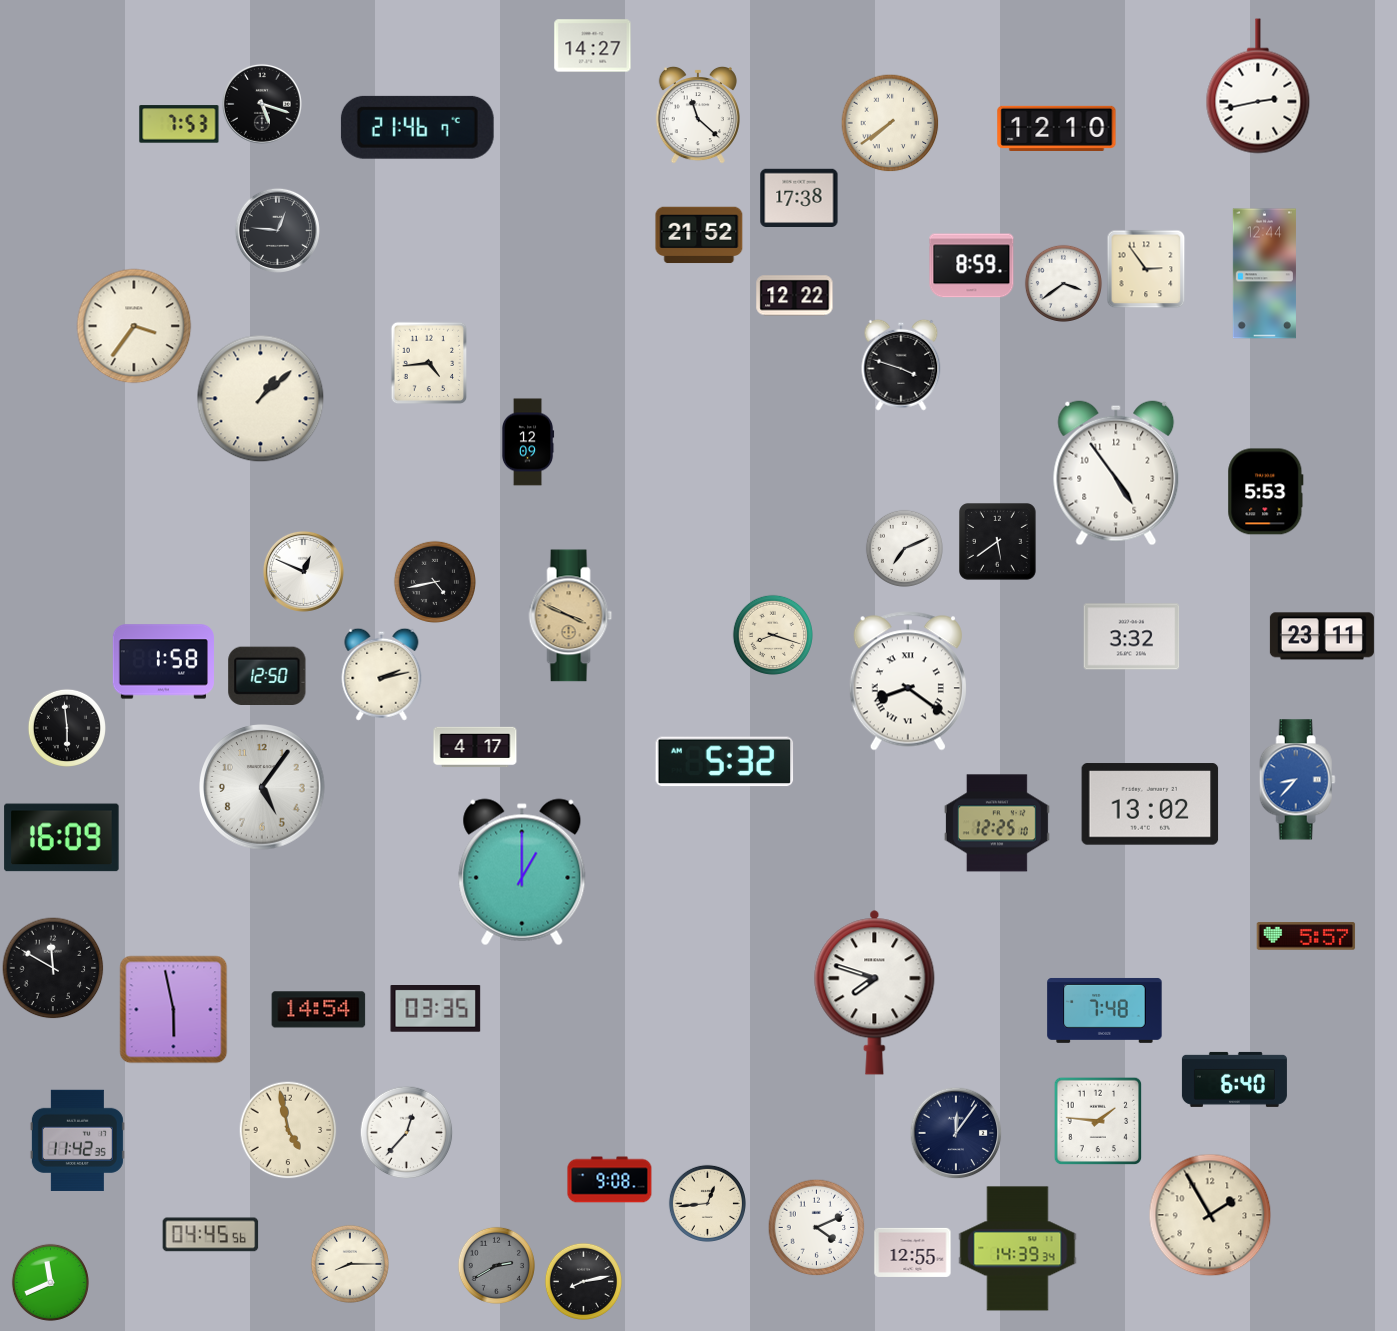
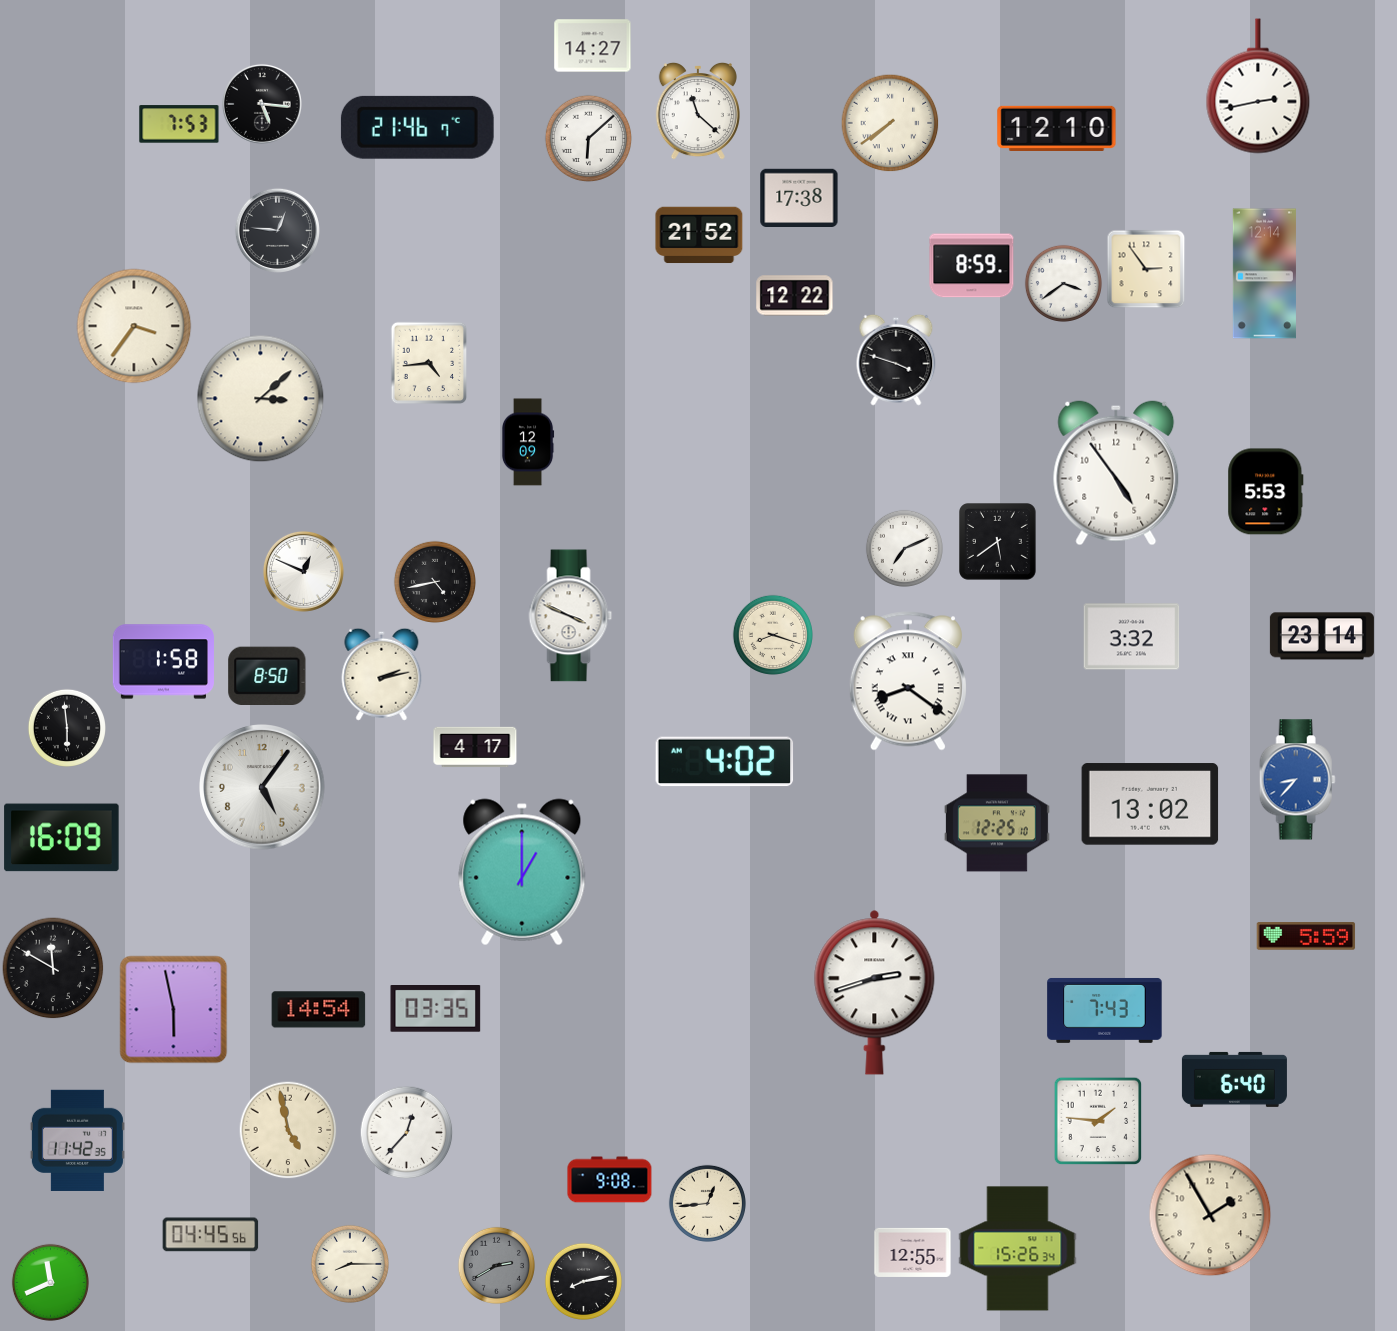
clock at (262, 104): 5:18 -> 5:16
clock at (698, 115) position: (698, 115) -> (698, 111)
clock at (588, 138): none -> 6:08
clock at (1264, 274): 12:44 -> 12:14
clock at (901, 365) position: (901, 365) -> (896, 360)
clock at (261, 399): 1:08 -> 3:08
clock at (571, 616) dial: champagne -> white
clock at (1322, 636): 23:11 -> 23:14
clock at (267, 675): 12:50 -> 8:50
clock at (725, 762): 5:32 -> 4:02
clock at (1306, 936): 5:57 -> 5:59
clock at (875, 992): 7:48 -> 2:42
clock at (1105, 1010): 7:48 -> 7:43
clock at (956, 1133): 12:06 -> none
clock at (816, 1227): 4:11 -> none
clock at (1018, 1249): 14:39 -> 15:26
